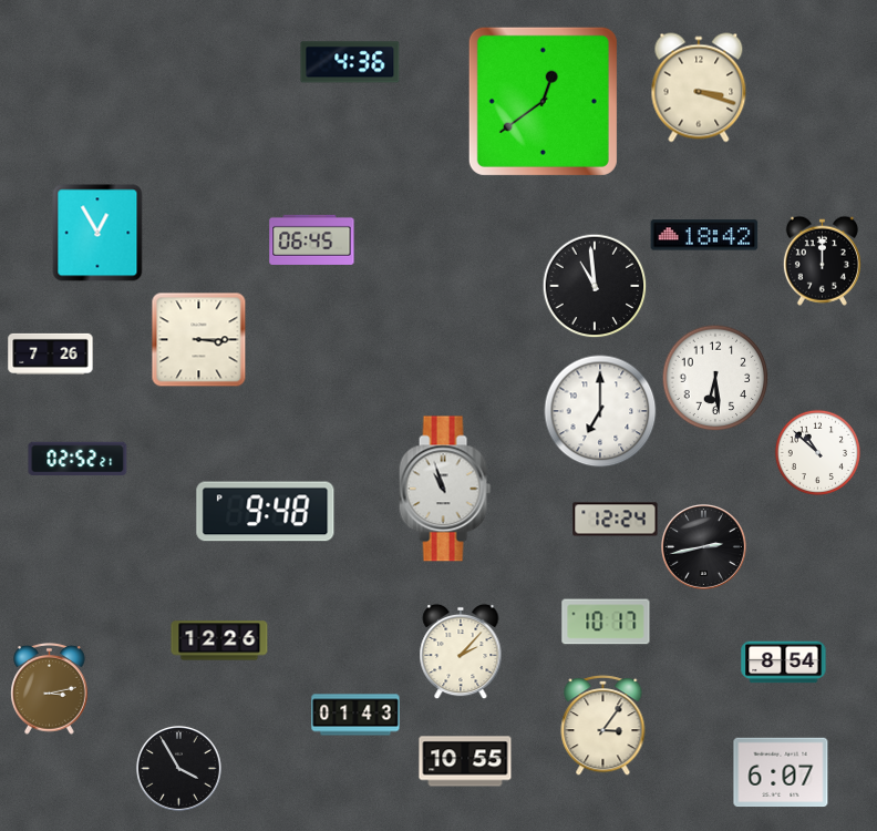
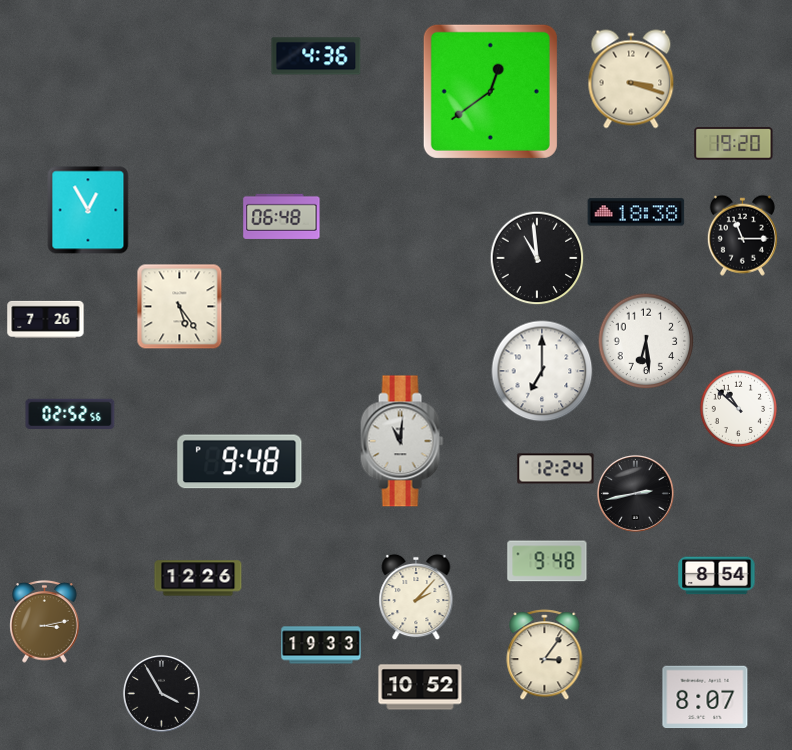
clock at (734, 144): none -> 19:20
clock at (704, 235): 18:42 -> 18:38
clock at (312, 239): 06:45 -> 06:48
clock at (822, 260): 12:00 -> 11:15
clock at (199, 340): 3:15 -> 5:24
clock at (78, 459): 02:52:21 -> 02:52:56
clock at (445, 489): 10:57 -> 11:01
clock at (606, 622): 10:17 -> 9:48
clock at (461, 652) position: (461, 652) -> (416, 597)
clock at (784, 663) position: (784, 663) -> (717, 576)
clock at (355, 715): 01:43 -> 19:33
clock at (465, 761): 10:55 -> 10:52
clock at (781, 772): 6:07 -> 8:07
